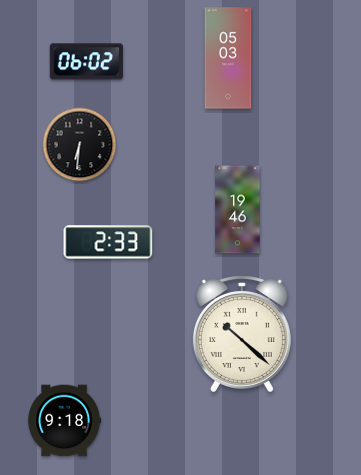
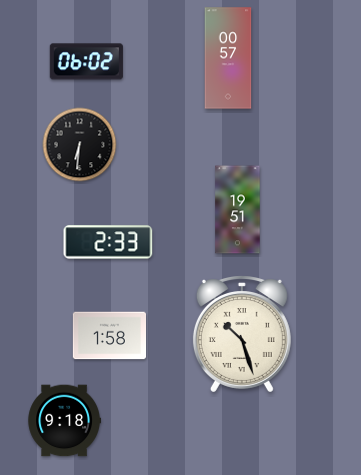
clock at (228, 58): 05:03 -> 00:57
clock at (238, 210): 19:46 -> 19:51
clock at (242, 334): 10:22 -> 10:27
clock at (109, 336): none -> 1:58
